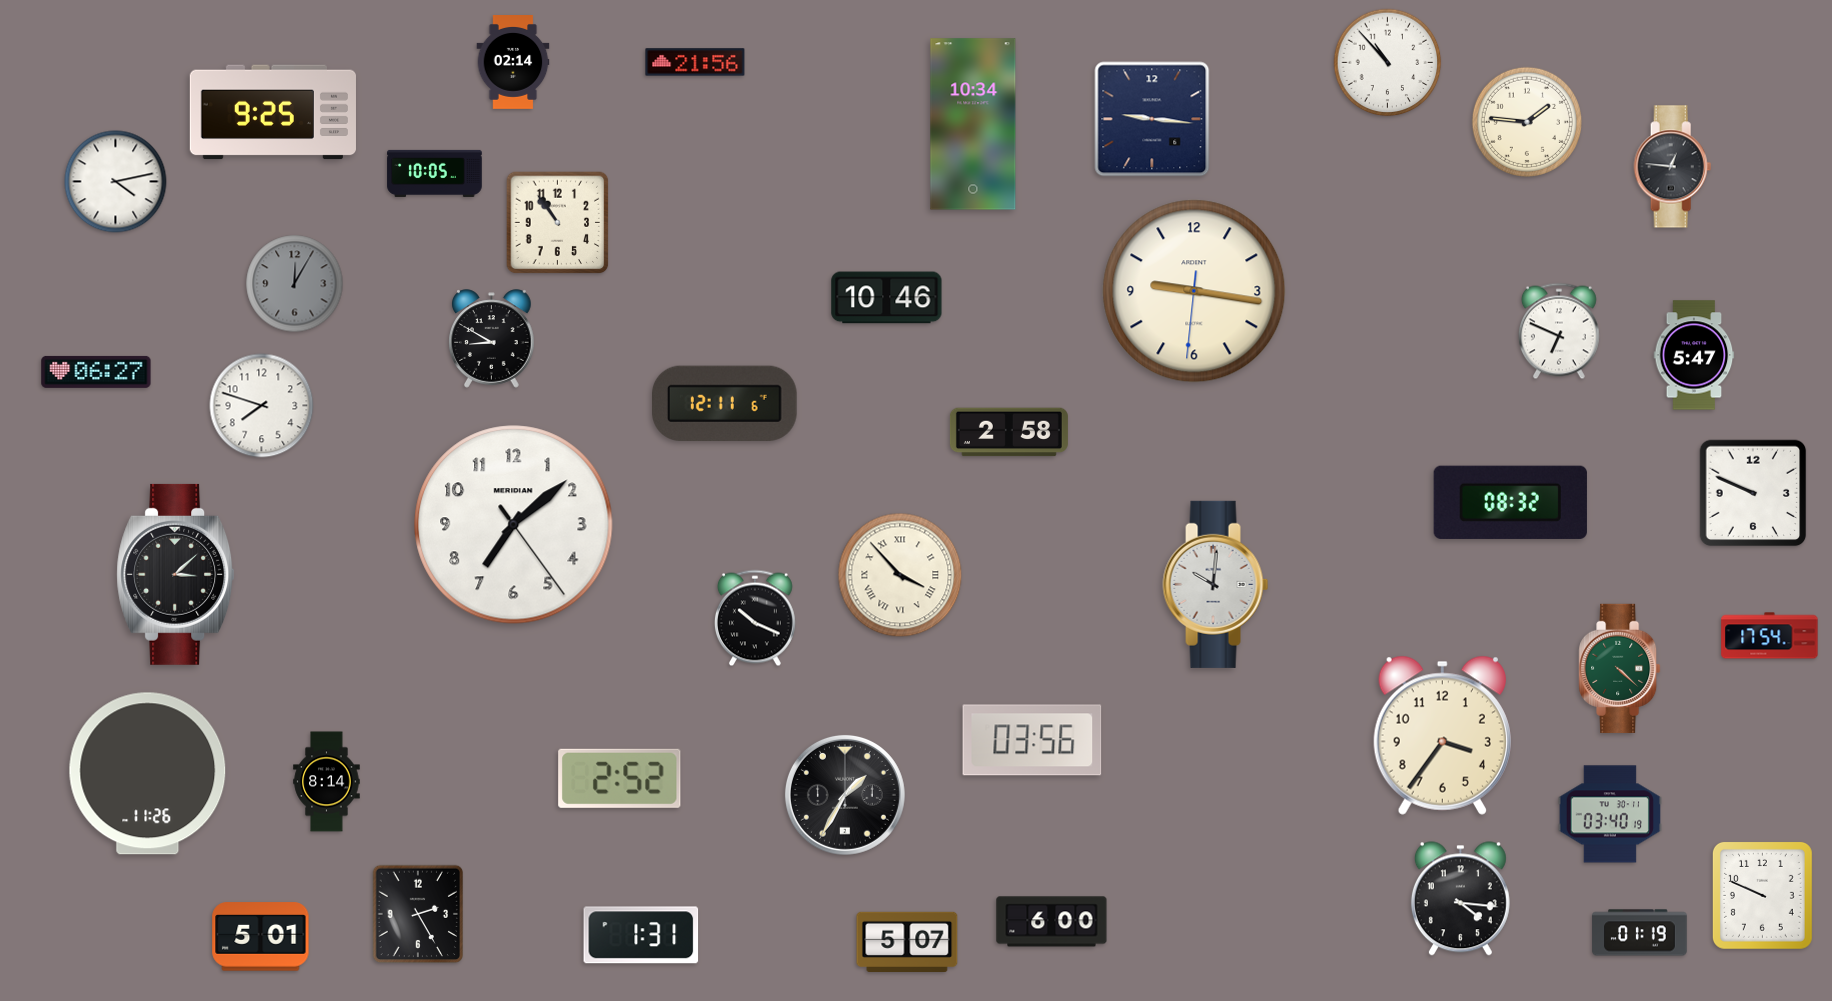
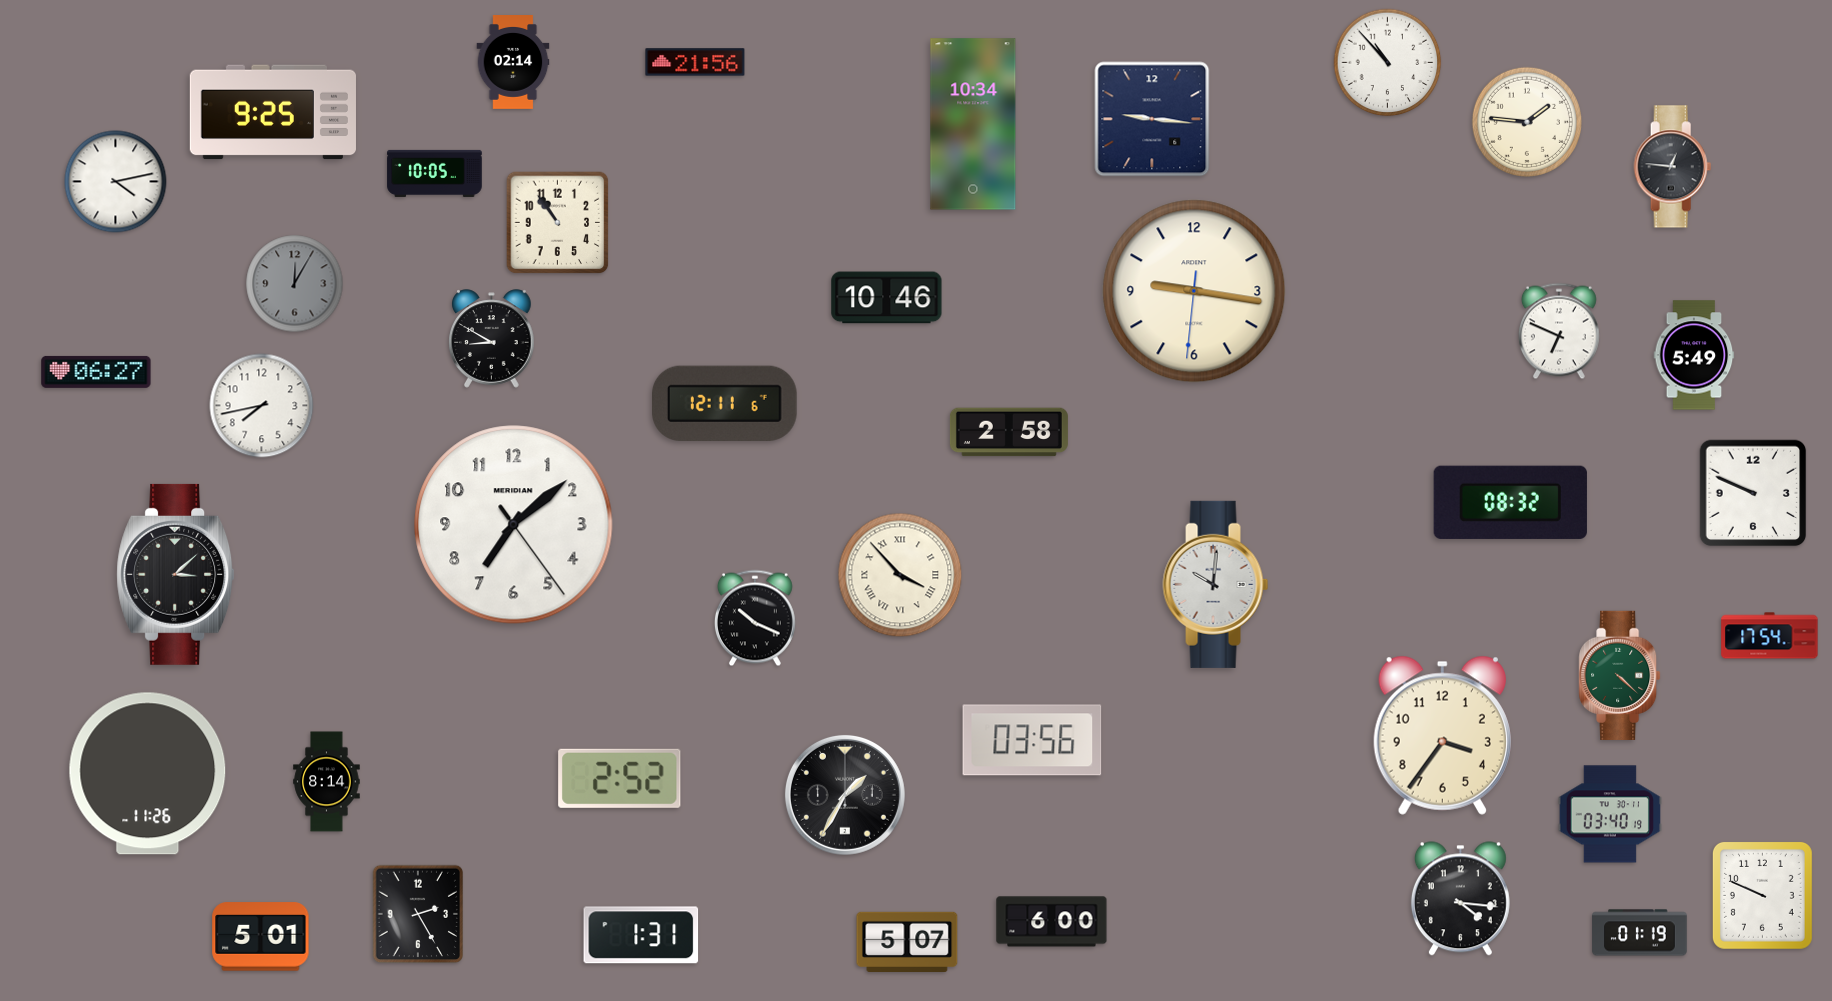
clock at (1694, 355): 5:47 -> 5:49
clock at (262, 406): 7:48 -> 7:43
clock at (1620, 668) position: (1620, 668) -> (1620, 675)
